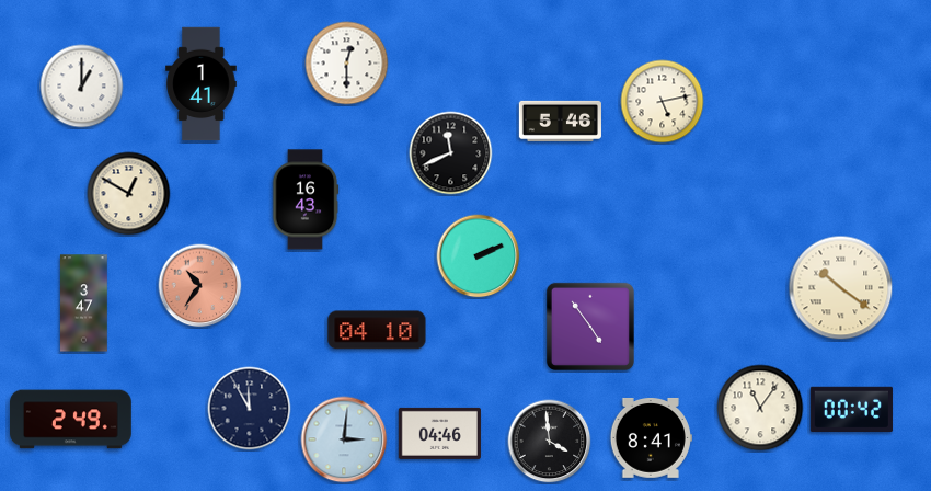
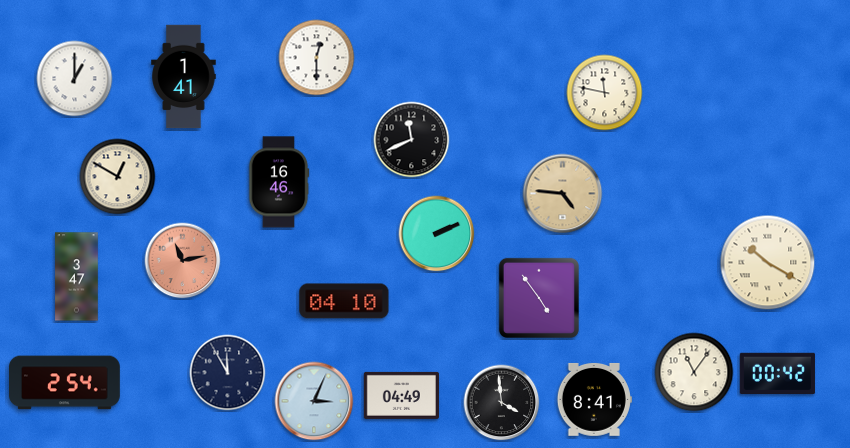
clock at (663, 102): 5:13 -> 11:47
clock at (560, 121): 5:46 -> none
clock at (306, 199): 16:43 -> 16:46
clock at (563, 194): none -> 4:46
clock at (200, 286): 10:36 -> 11:13
clock at (841, 288): 10:21 -> 10:20
clock at (71, 420): 2:49 -> 2:54
clock at (439, 433): 04:46 -> 04:49
clock at (344, 439): 3:01 -> 3:04
